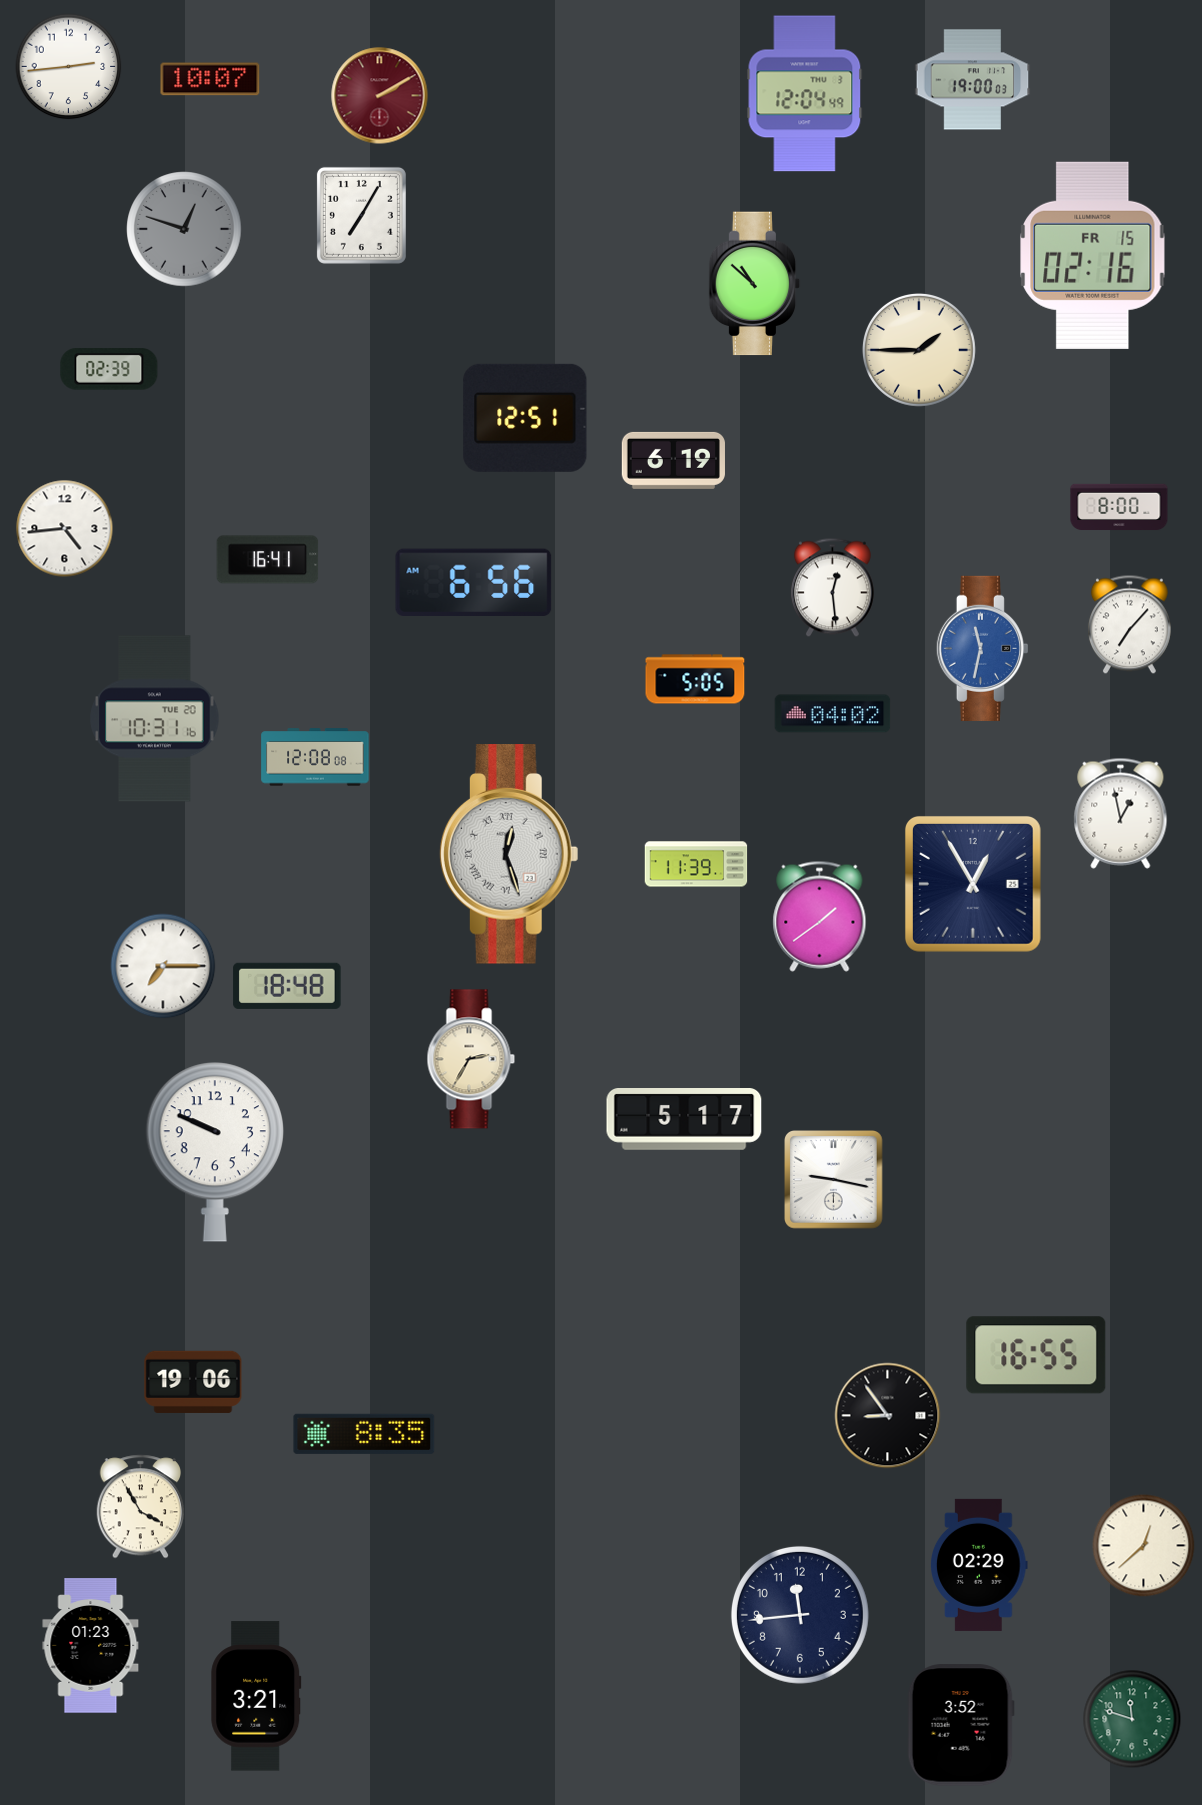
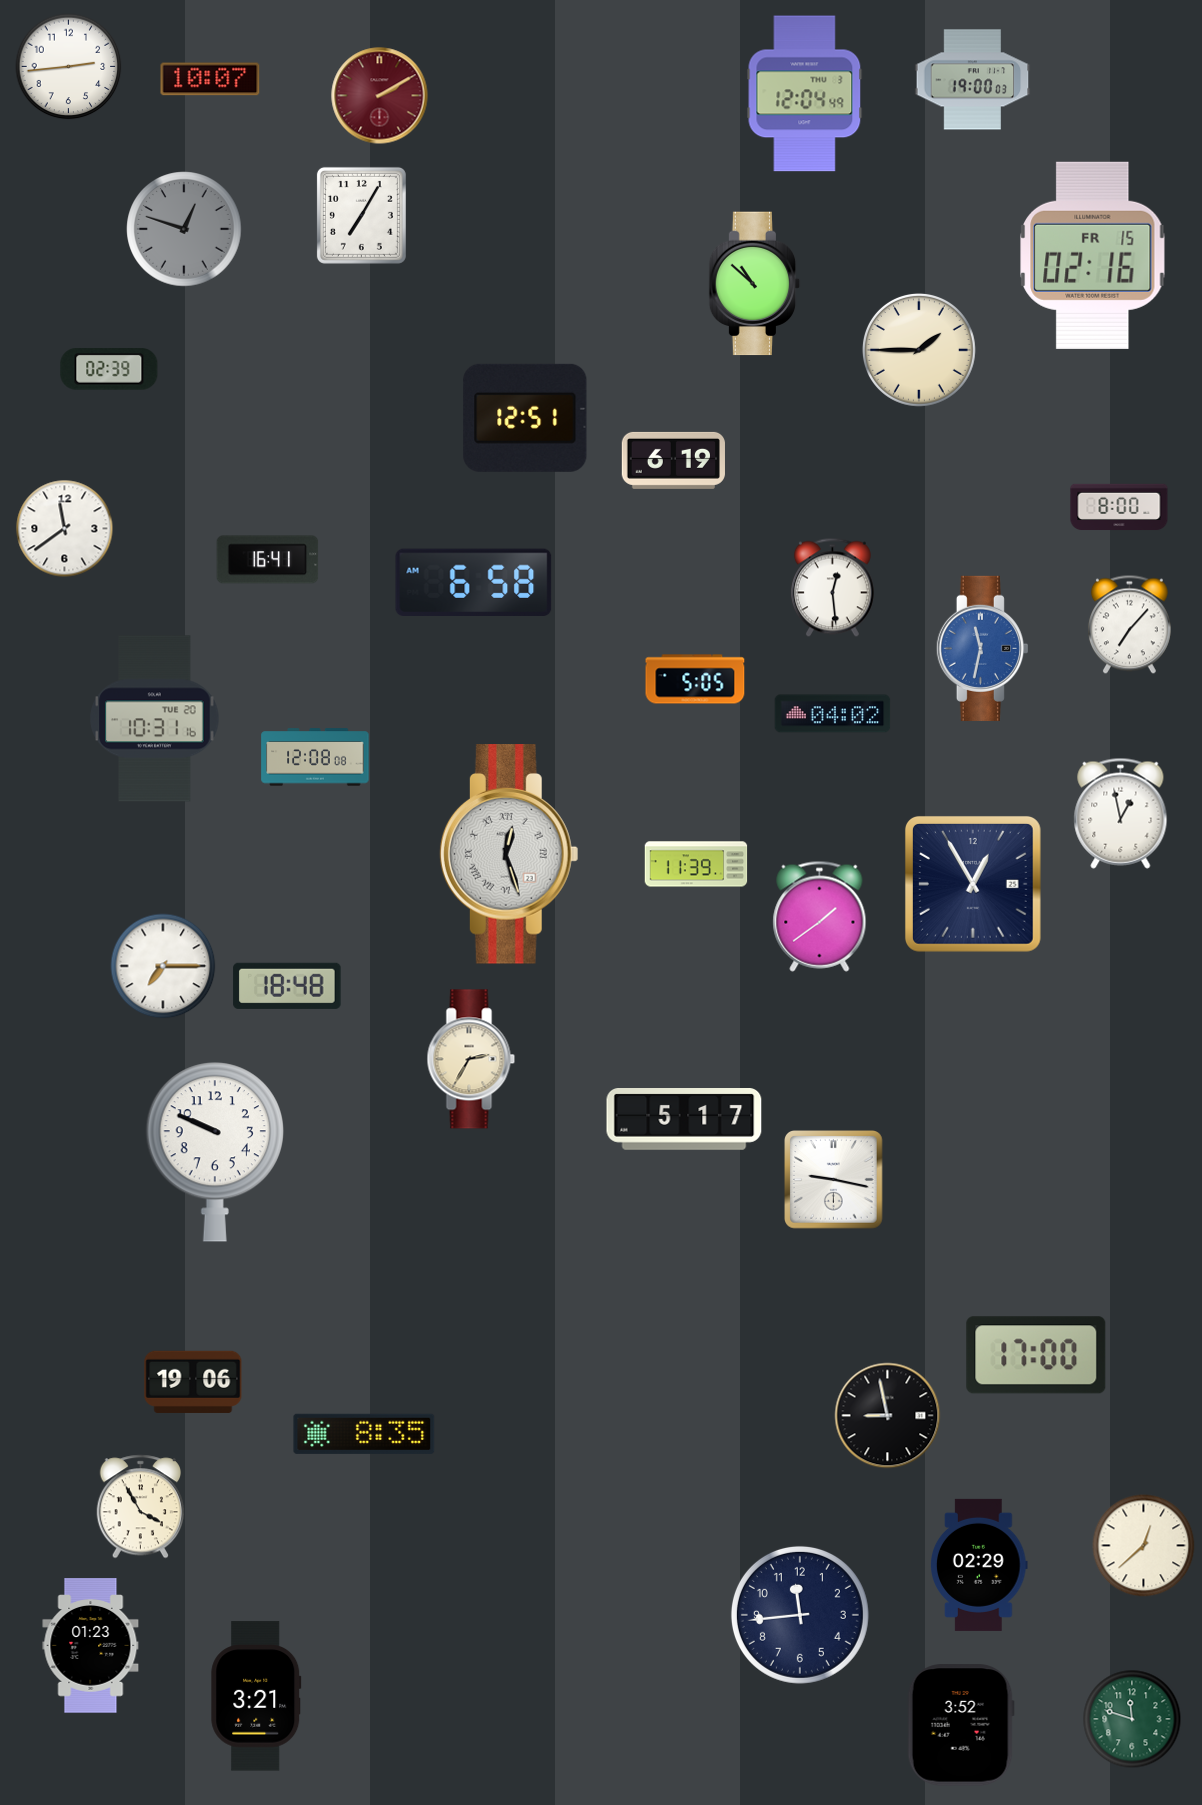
clock at (65, 529): 4:44 -> 11:39
clock at (474, 583): 6:56 -> 6:58
clock at (1036, 1355): 16:55 -> 17:00
clock at (888, 1416): 8:54 -> 8:58
